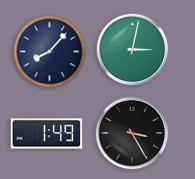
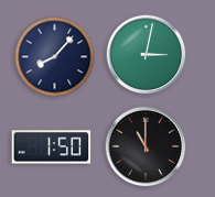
clock at (132, 133): 3:25 -> 11:00
clock at (47, 134): 1:49 -> 1:50
